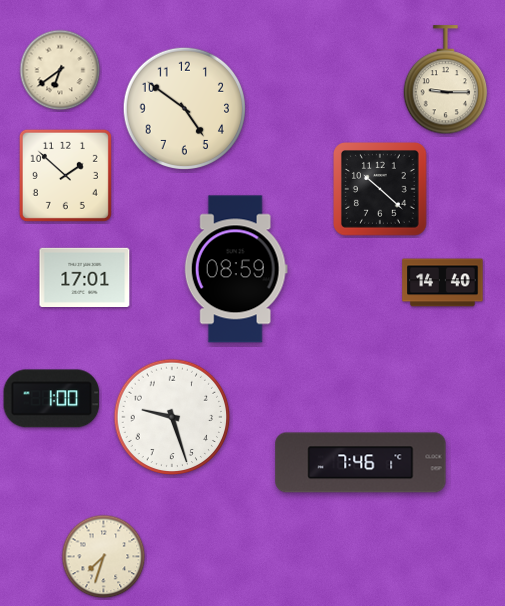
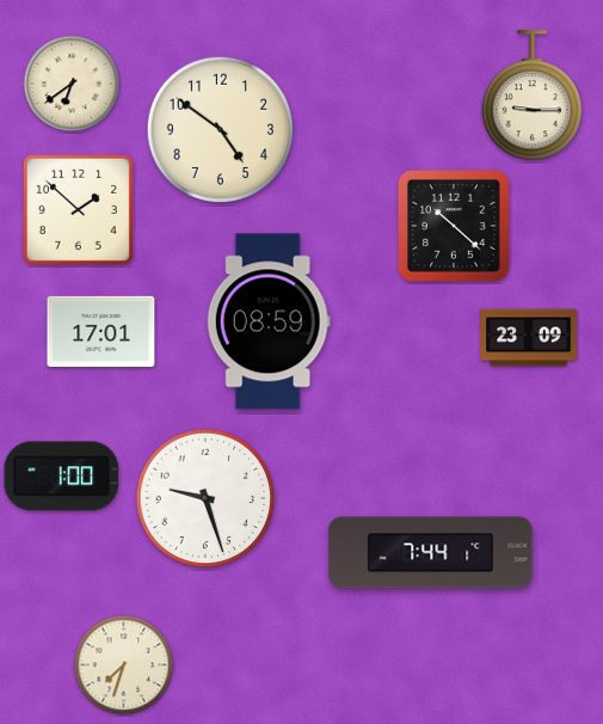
clock at (236, 269) position: (236, 269) -> (269, 321)
clock at (443, 283): 14:40 -> 23:09
clock at (361, 463): 7:46 -> 7:44
